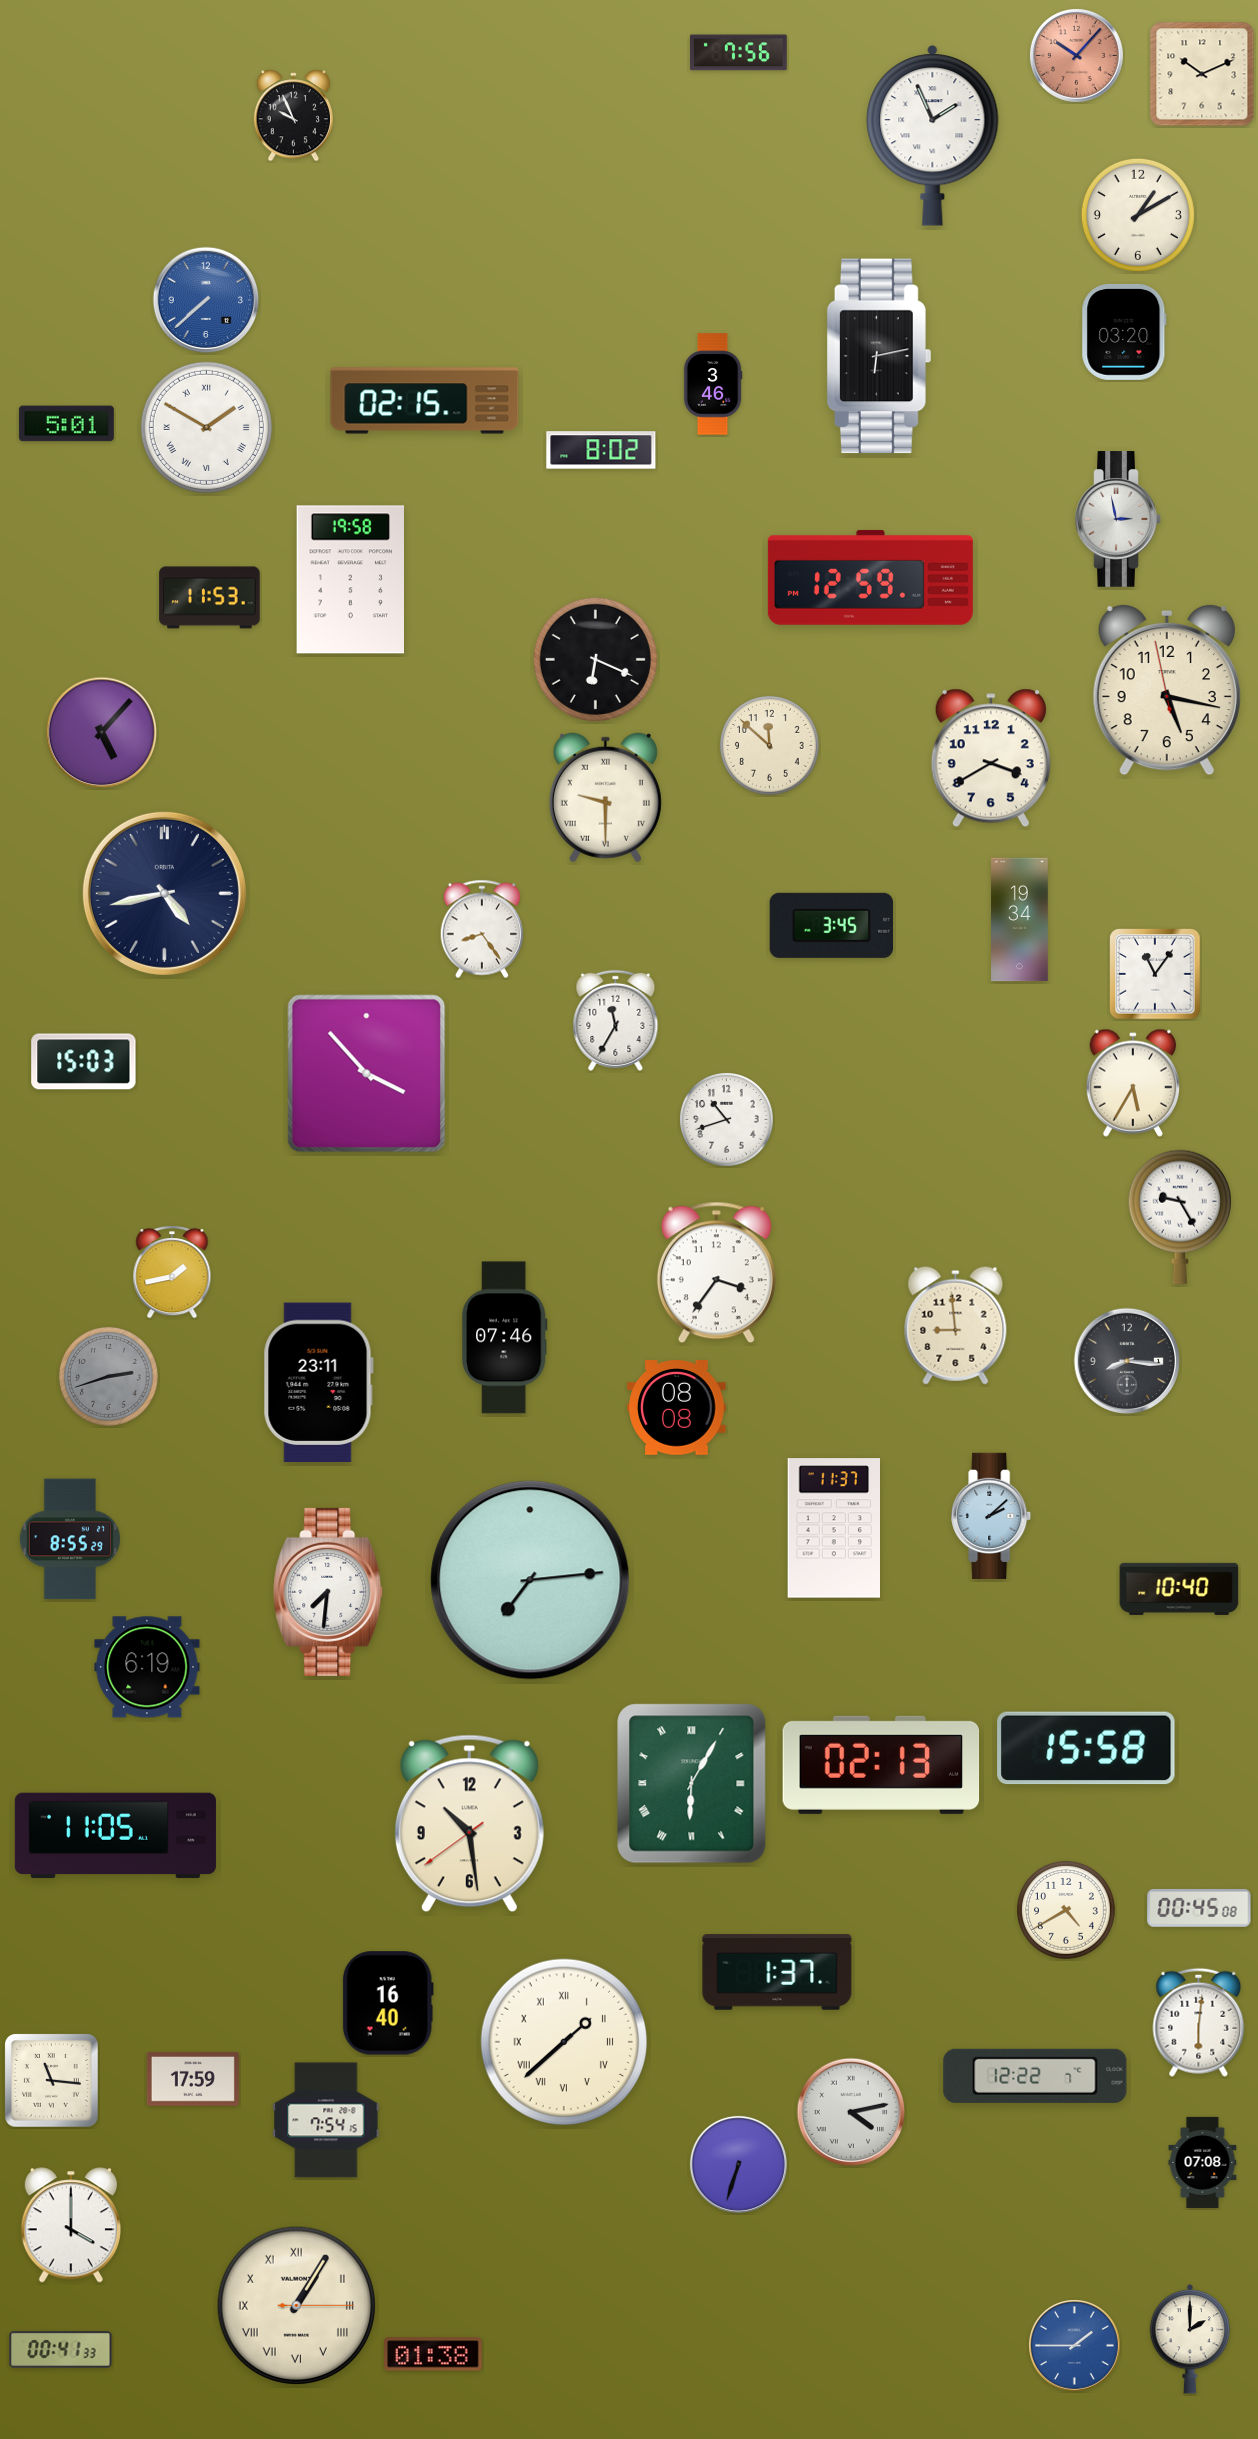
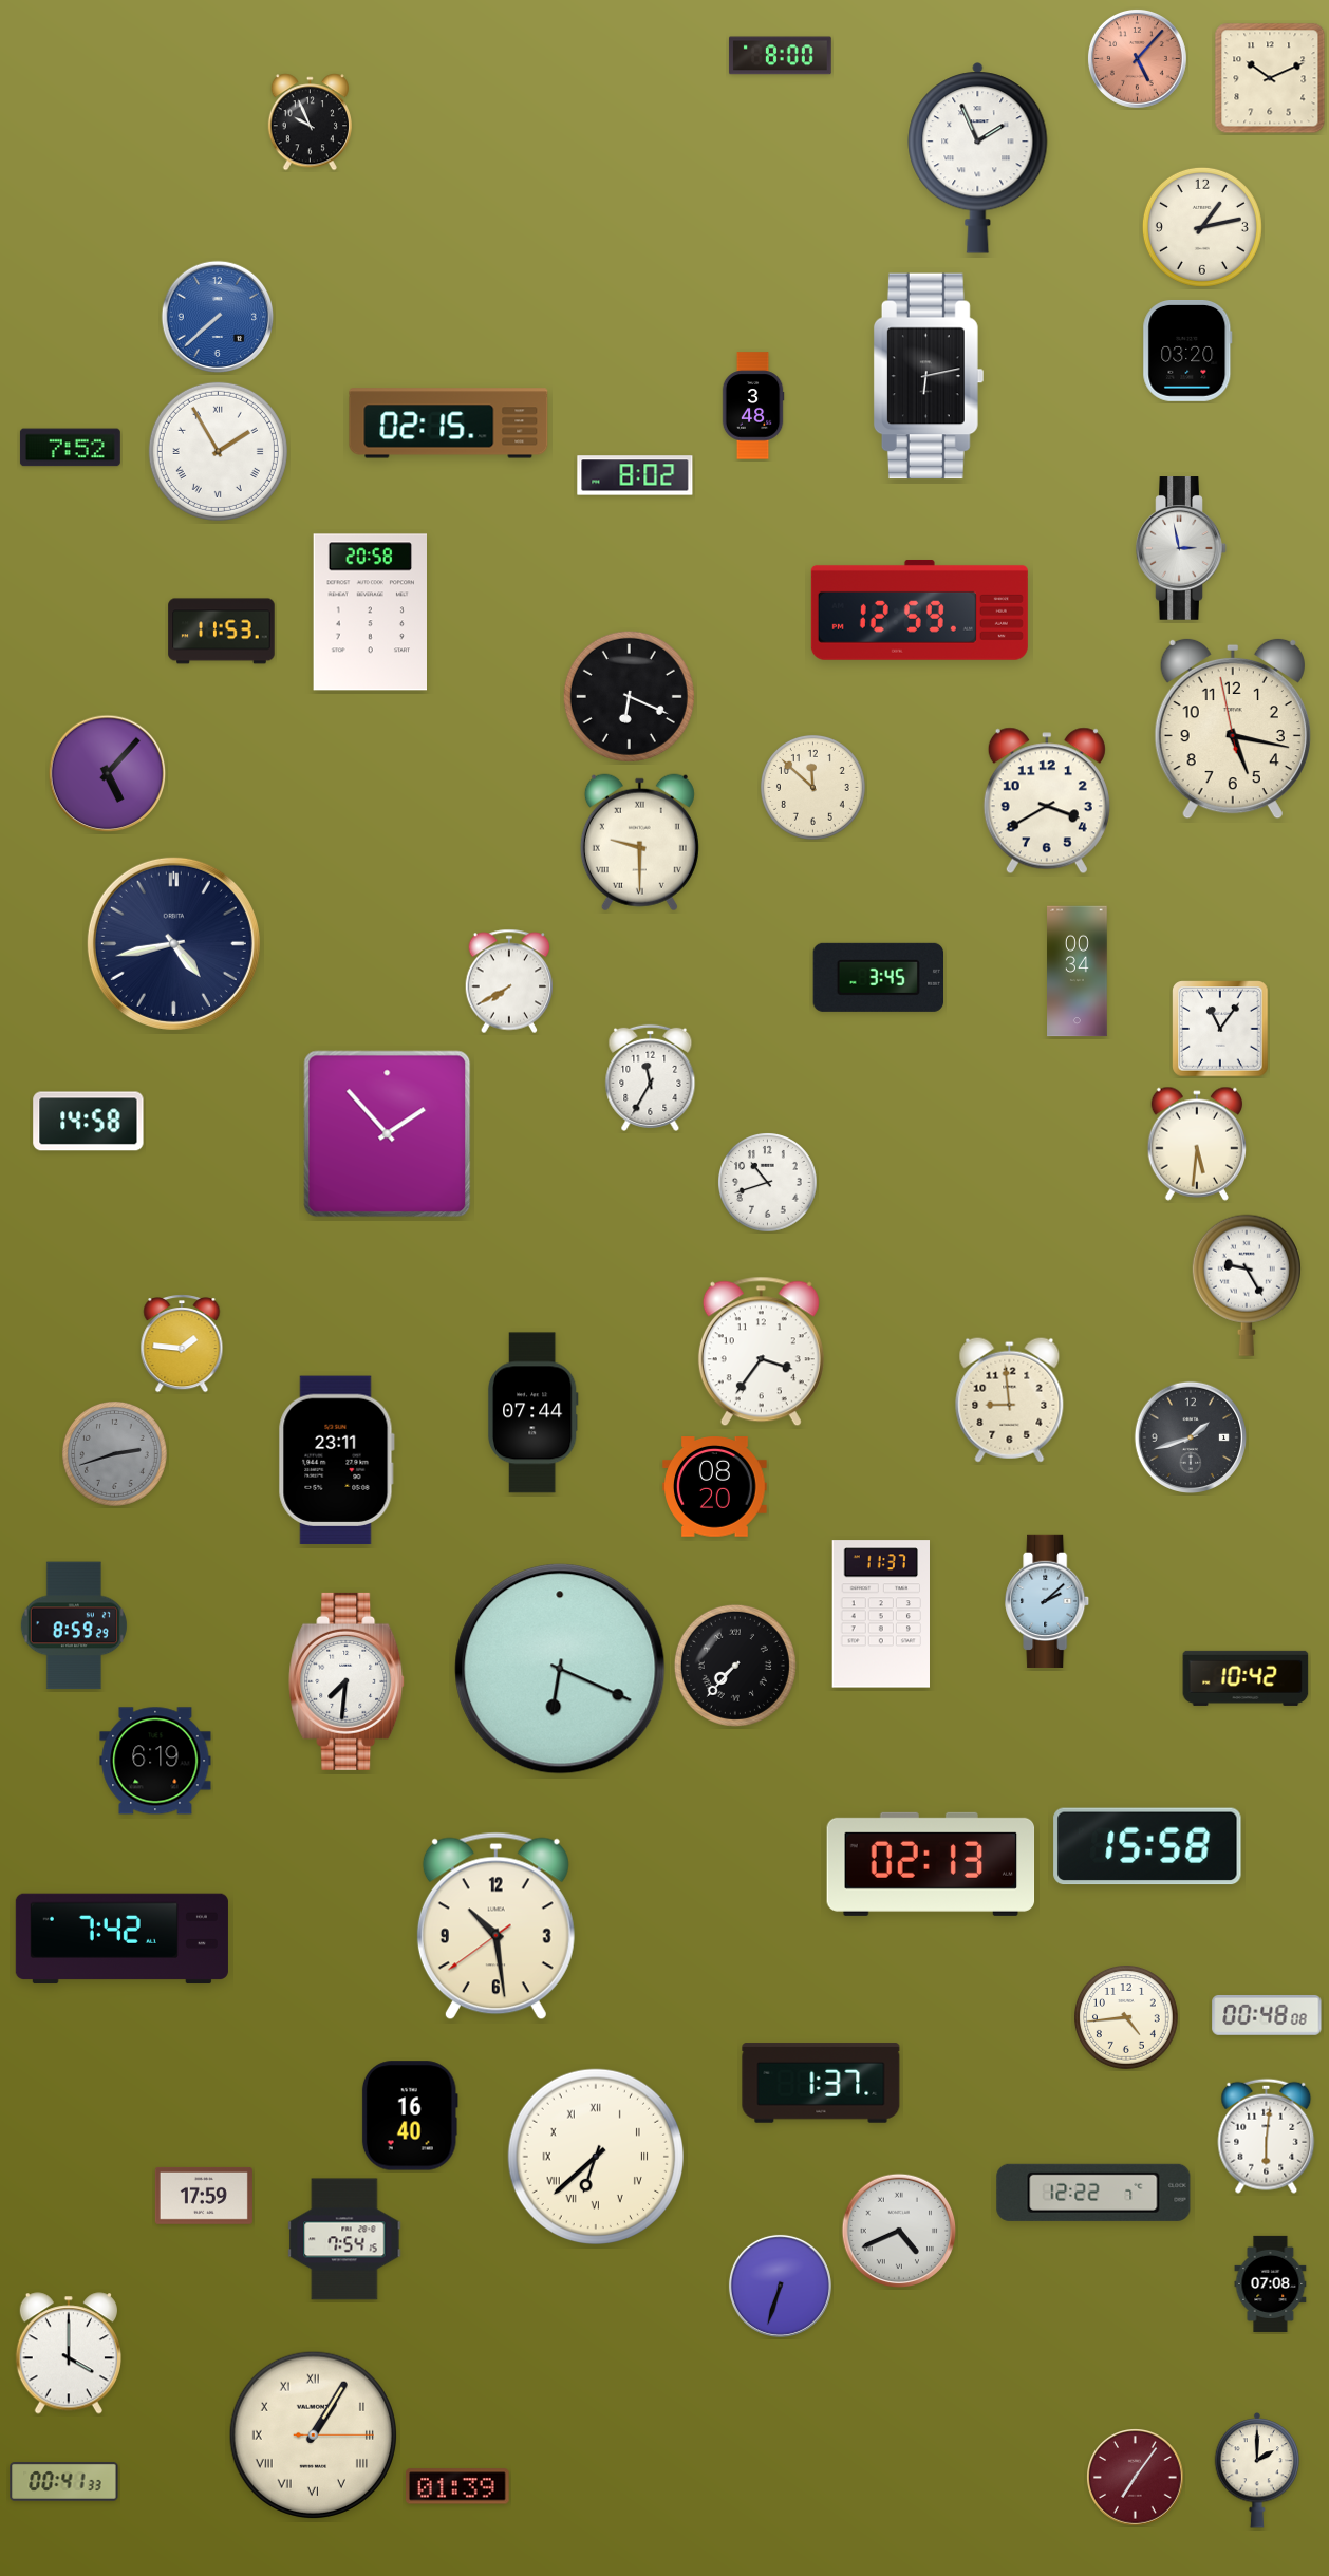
clock at (738, 53): 7:56 -> 8:00
clock at (1076, 55): 10:07 -> 5:07
clock at (933, 136) position: (933, 136) -> (978, 158)
clock at (1138, 215): 1:10 -> 1:13
clock at (713, 384): 3:46 -> 3:48
clock at (66, 424): 5:01 -> 7:52
clock at (206, 427): 1:50 -> 1:55
clock at (351, 580): 19:58 -> 20:58
clock at (1020, 920): 19:34 -> 00:34
clock at (482, 929): 8:24 -> 7:40
clock at (84, 1062): 15:03 -> 14:58
clock at (367, 1074): 3:53 -> 1:53
clock at (1132, 1083): 5:35 -> 5:31
clock at (172, 1273): 1:43 -> 1:46
clock at (716, 1273) position: (716, 1273) -> (761, 1352)
clock at (504, 1338): 07:46 -> 07:44
clock at (1126, 1360): 8:16 -> 1:42
clock at (677, 1408): 08:08 -> 08:20
clock at (70, 1539): 8:55 -> 8:59
clock at (735, 1666): none -> 7:37
clock at (530, 1580): 7:14 -> 6:19
clock at (1179, 1589): 10:40 -> 10:42
clock at (692, 1784): 6:05 -> none
clock at (115, 1836): 11:05 -> 7:42
clock at (1199, 1908): 00:45 -> 00:48
clock at (1067, 1911): 4:40 -> 4:44
clock at (563, 2041): 1:38 -> 6:38
clock at (52, 2081): 11:16 -> none
clock at (851, 2112): 4:13 -> 4:41
clock at (71, 2225) position: (71, 2225) -> (69, 2353)
clock at (1075, 2346): 1:45 -> 7:06
clock at (1075, 2346) dial: blue -> burgundy
clock at (434, 2354): 01:38 -> 01:39
